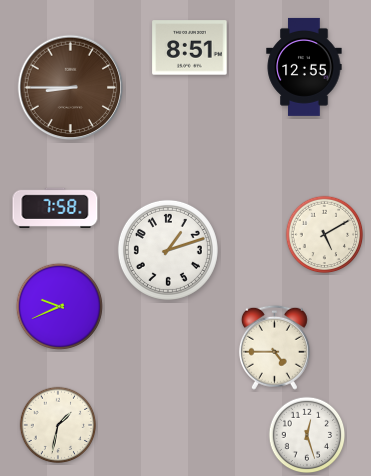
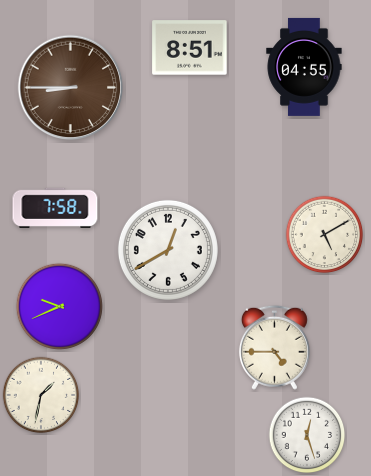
clock at (304, 67): 12:55 -> 04:55
clock at (168, 250): 1:12 -> 12:40
clock at (58, 425) position: (58, 425) -> (41, 395)
